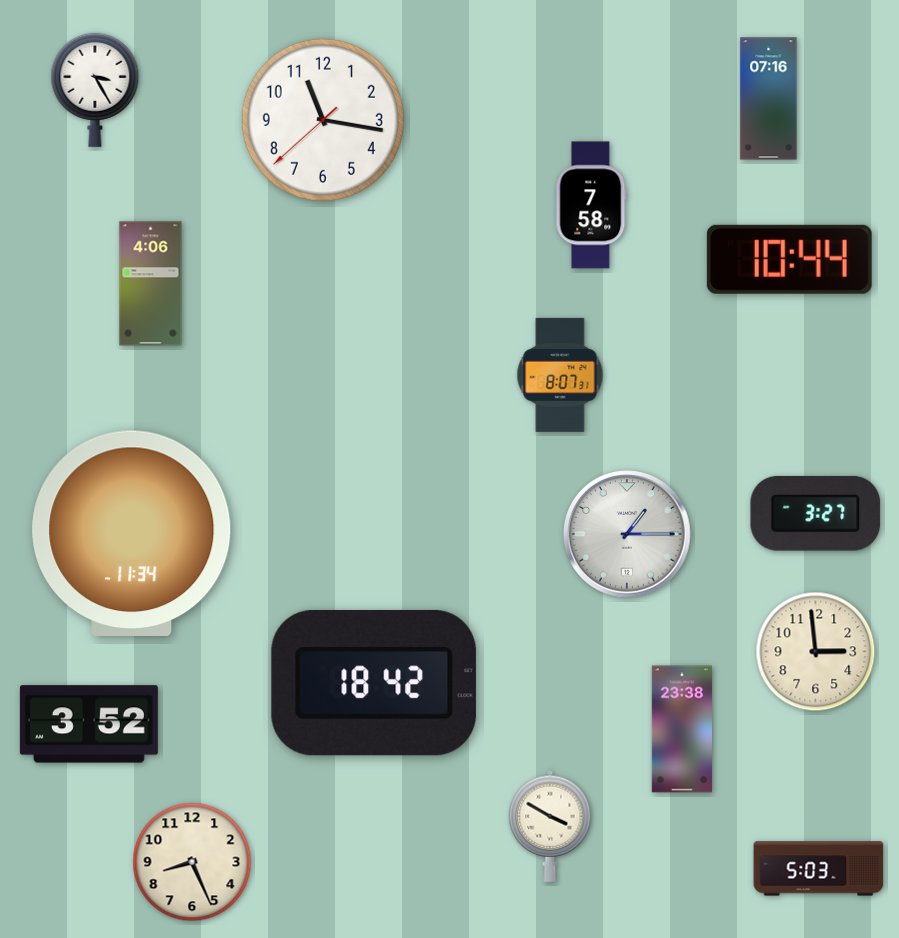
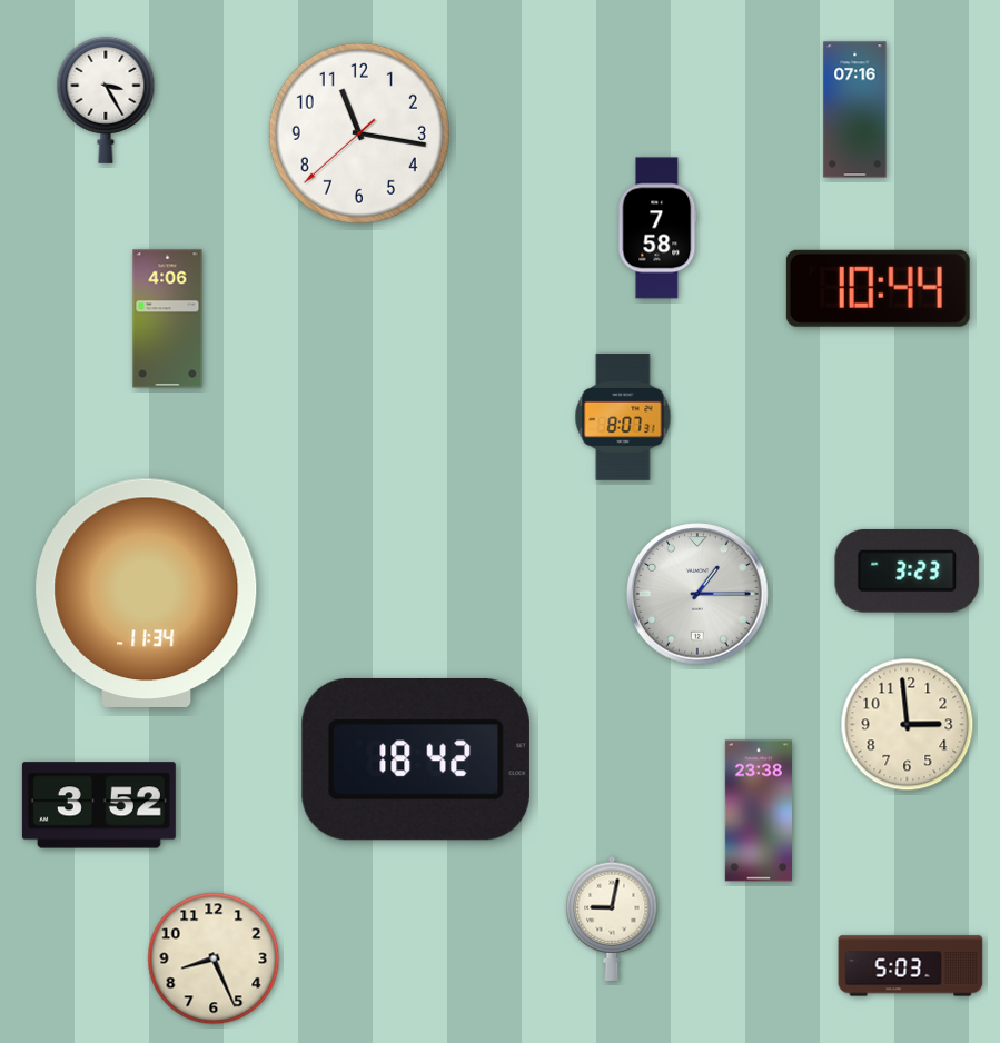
clock at (151, 284) position: (151, 284) -> (168, 319)
clock at (816, 513): 3:27 -> 3:23
clock at (550, 826): 3:50 -> 9:02
